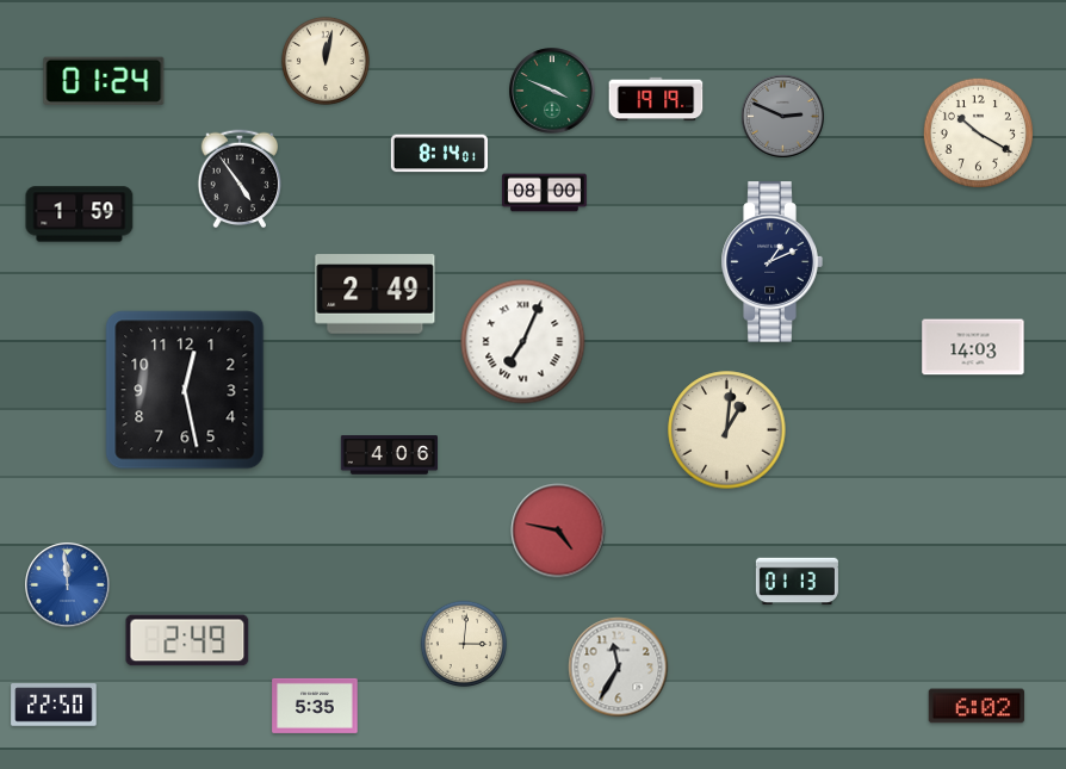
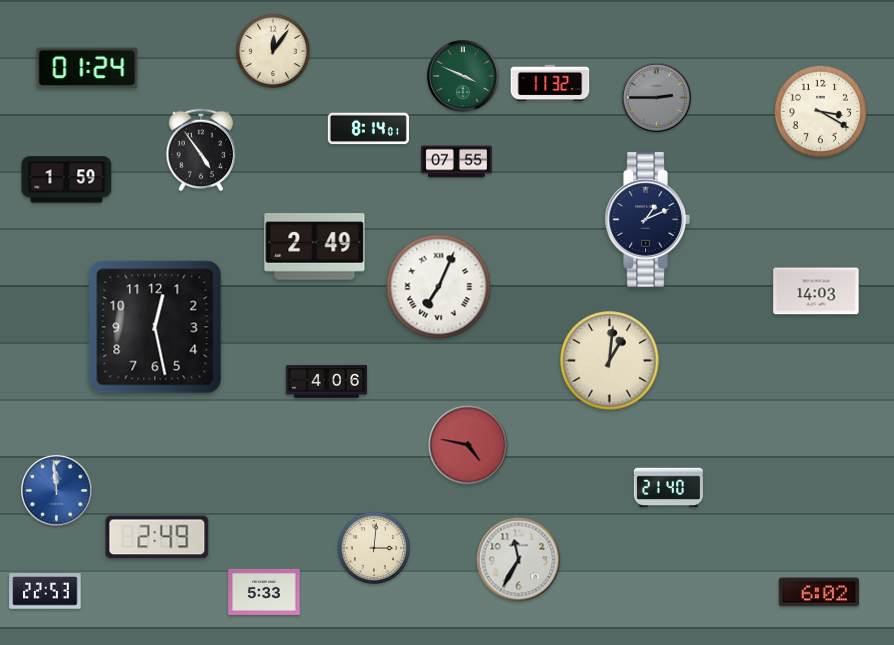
clock at (326, 61): 12:02 -> 12:06
clock at (656, 99): 19:19 -> 11:32
clock at (782, 116): 2:49 -> 2:45
clock at (978, 132): 10:20 -> 3:20
clock at (545, 193): 08:00 -> 07:55
clock at (797, 582): 01:13 -> 21:40
clock at (464, 644) position: (464, 644) -> (374, 548)
clock at (54, 705): 22:50 -> 22:53
clock at (315, 706): 5:35 -> 5:33
